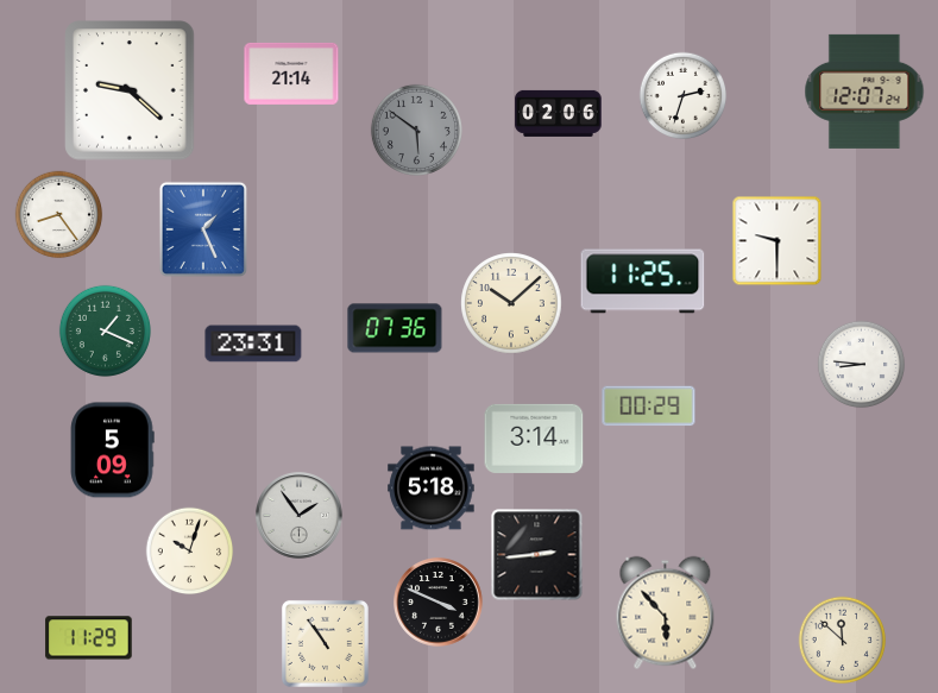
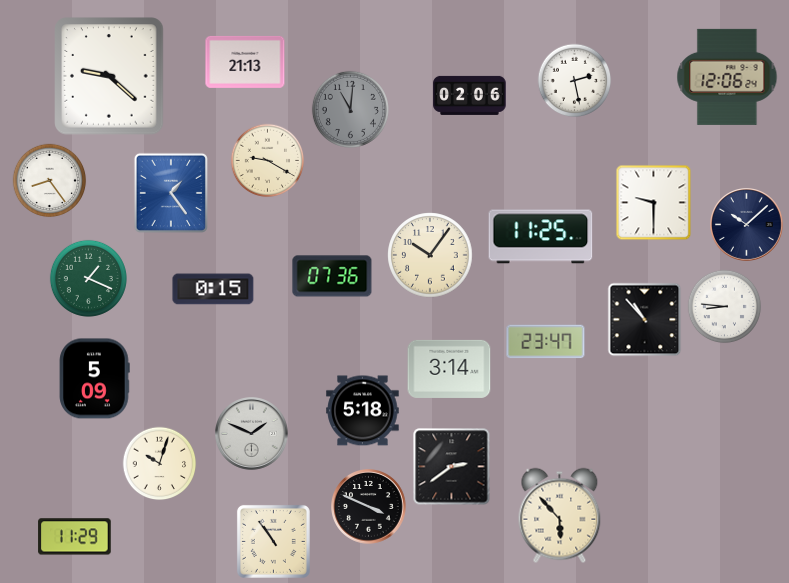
clock at (291, 74): 21:14 -> 21:13
clock at (864, 92): 12:07 -> 12:06
clock at (684, 96): 2:33 -> 2:28
clock at (416, 130): 5:51 -> 11:01
clock at (268, 161): none -> 9:20
clock at (203, 229): 1:26 -> 1:24
clock at (747, 225): none -> 10:08
clock at (511, 303): 10:08 -> 10:06
clock at (253, 344): 23:31 -> 0:15
clock at (645, 320): none -> 10:53
clock at (649, 407): 00:29 -> 23:47
clock at (300, 516): 1:54 -> 1:49
clock at (537, 555): 2:44 -> 2:39
clock at (843, 641): 11:52 -> none
